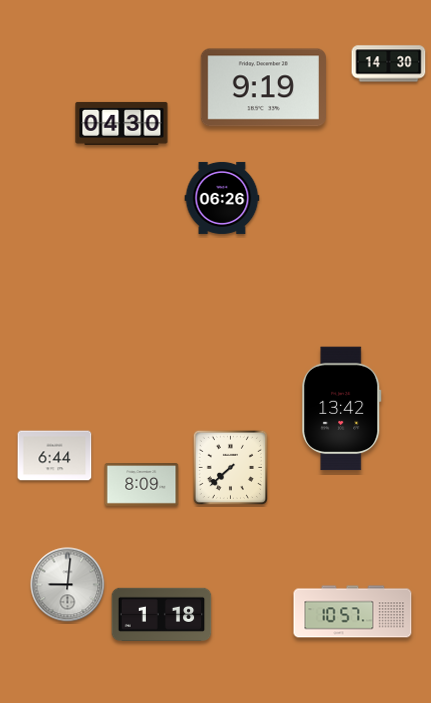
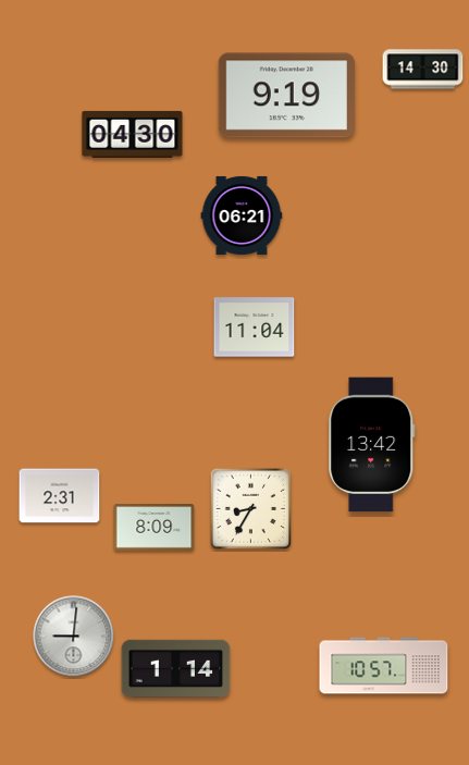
clock at (222, 198): 06:26 -> 06:21
clock at (255, 328): none -> 11:04
clock at (55, 456): 6:44 -> 2:31
clock at (230, 467): 7:38 -> 8:35
clock at (162, 614): 1:18 -> 1:14
